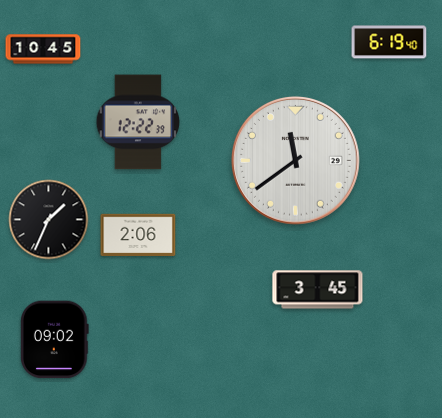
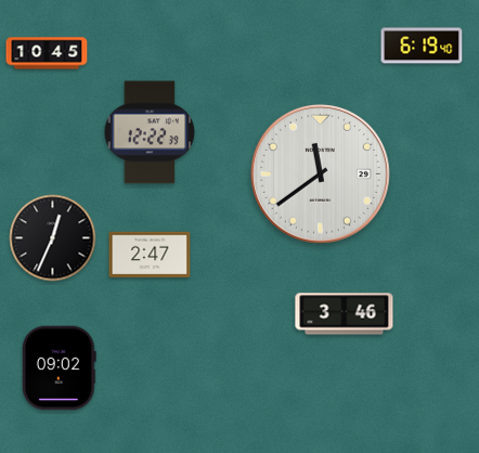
clock at (49, 220): 1:34 -> 12:34
clock at (138, 235): 2:06 -> 2:47
clock at (318, 290): 3:45 -> 3:46
